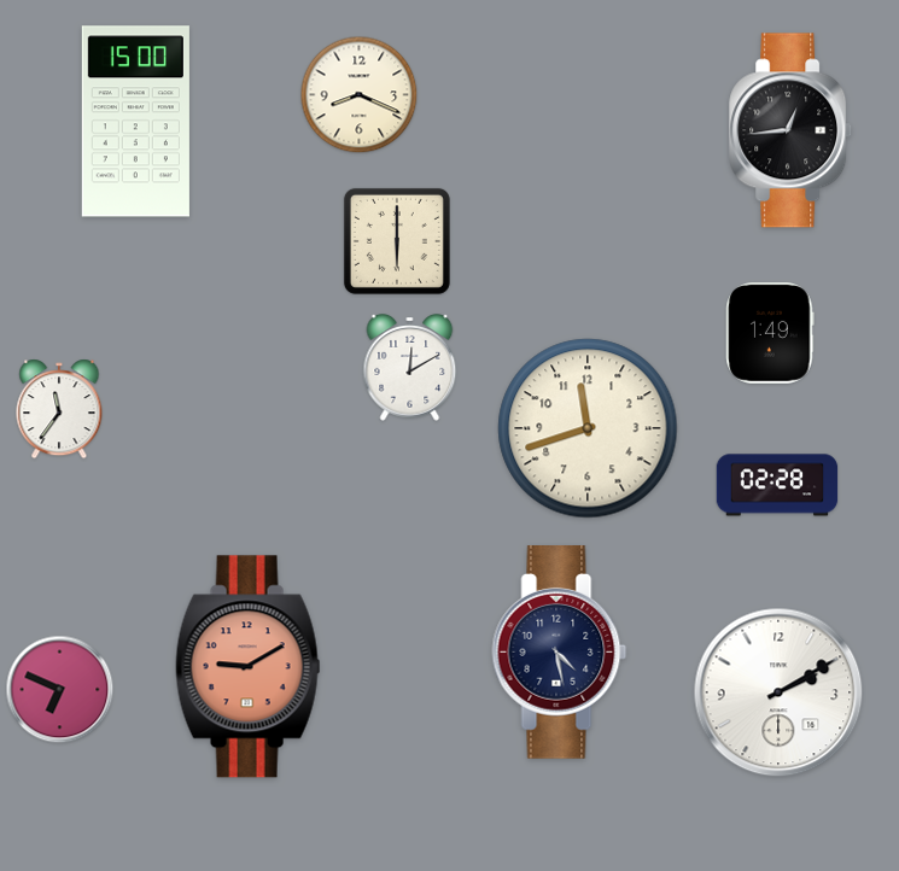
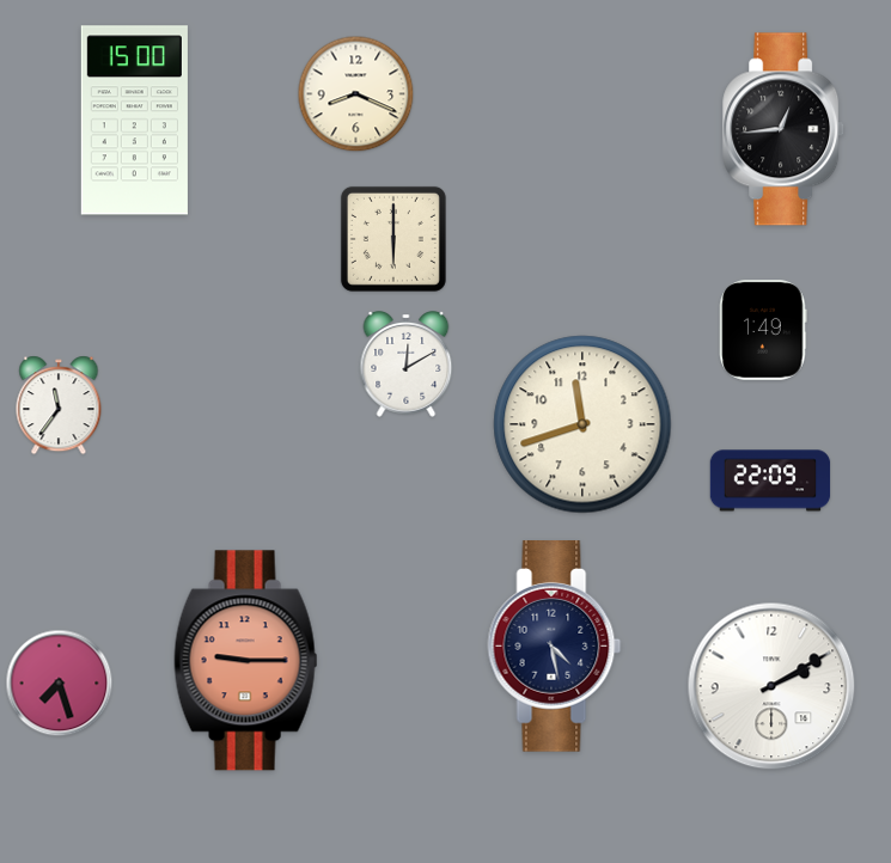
clock at (777, 485): 02:28 -> 22:09
clock at (249, 667): 9:10 -> 9:15
clock at (60, 690): 6:49 -> 7:27
